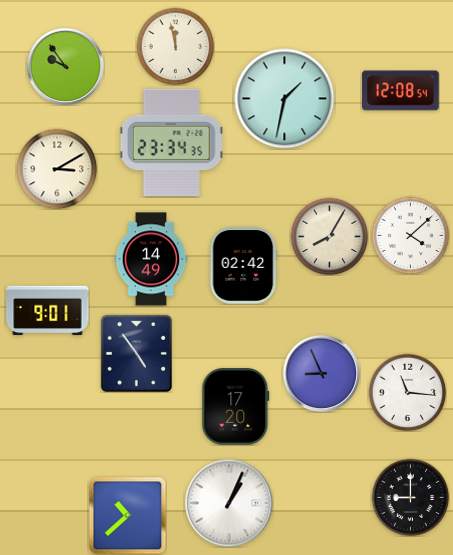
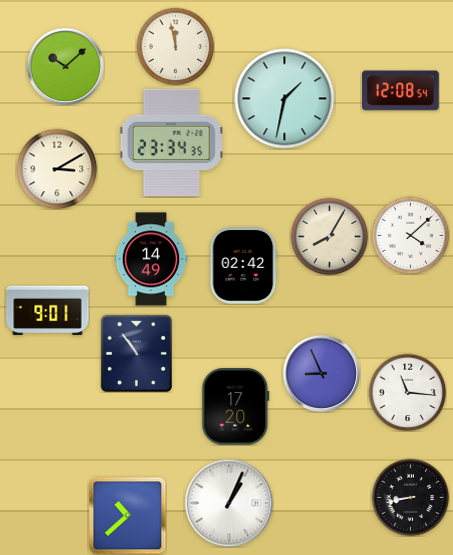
clock at (65, 66): 9:54 -> 10:08
clock at (136, 353): 4:54 -> 10:54
clock at (410, 497): 9:00 -> 8:43
